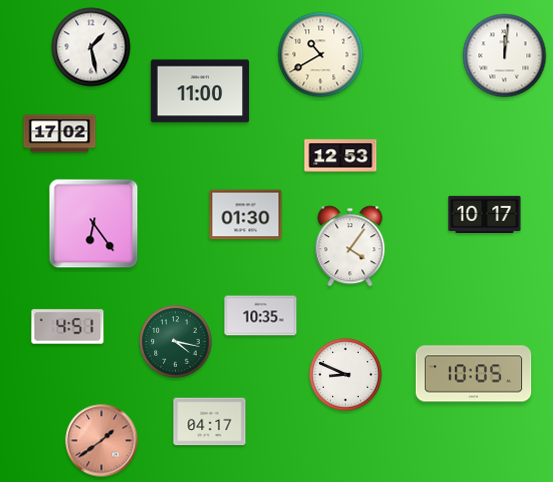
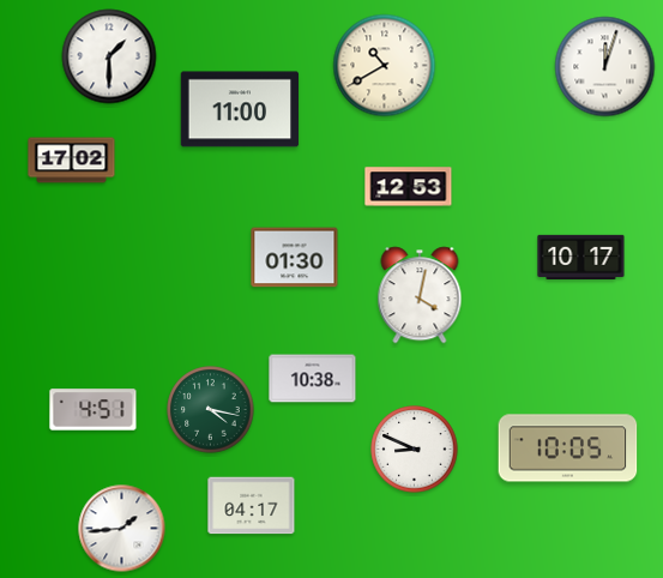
clock at (91, 47): 1:28 -> 1:30
clock at (505, 56): 12:01 -> 12:03
clock at (94, 224): 6:24 -> none
clock at (350, 246): 4:06 -> 4:02
clock at (261, 316): 10:35 -> 10:38
clock at (68, 327) position: (68, 327) -> (94, 410)
clock at (102, 441): 1:39 -> 1:44
clock at (102, 441) dial: salmon -> white
